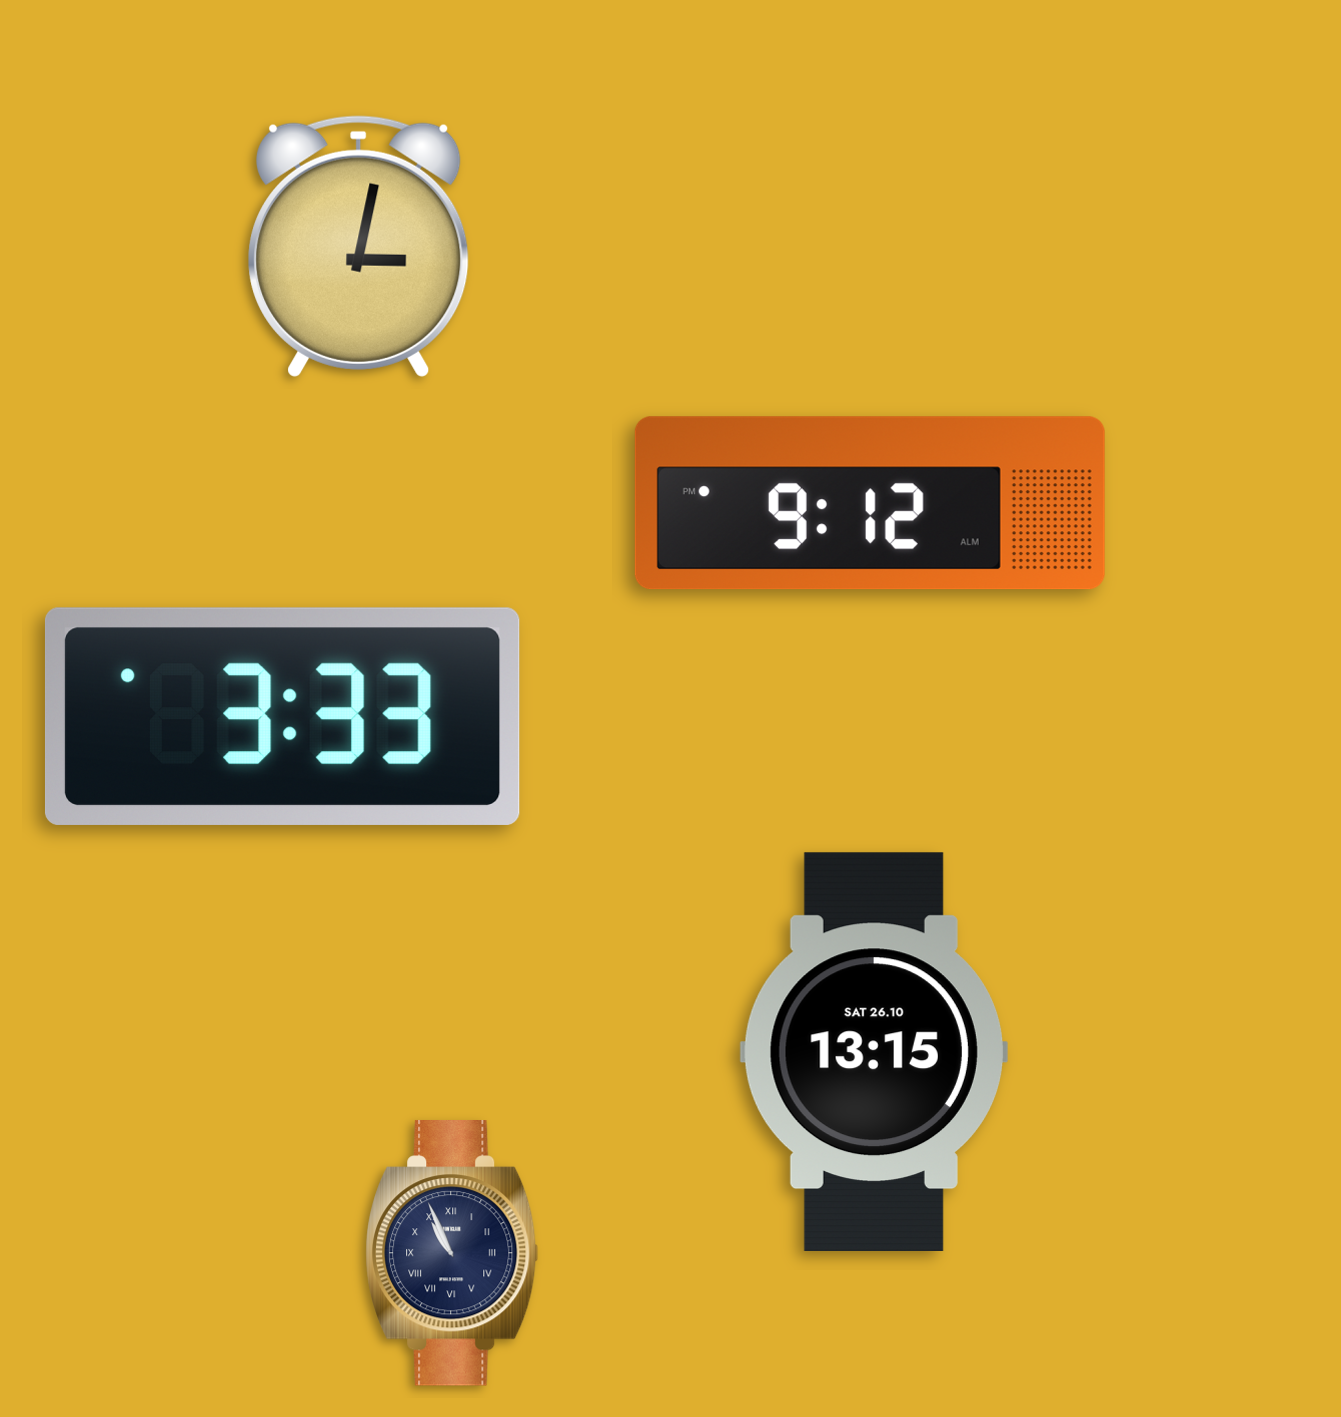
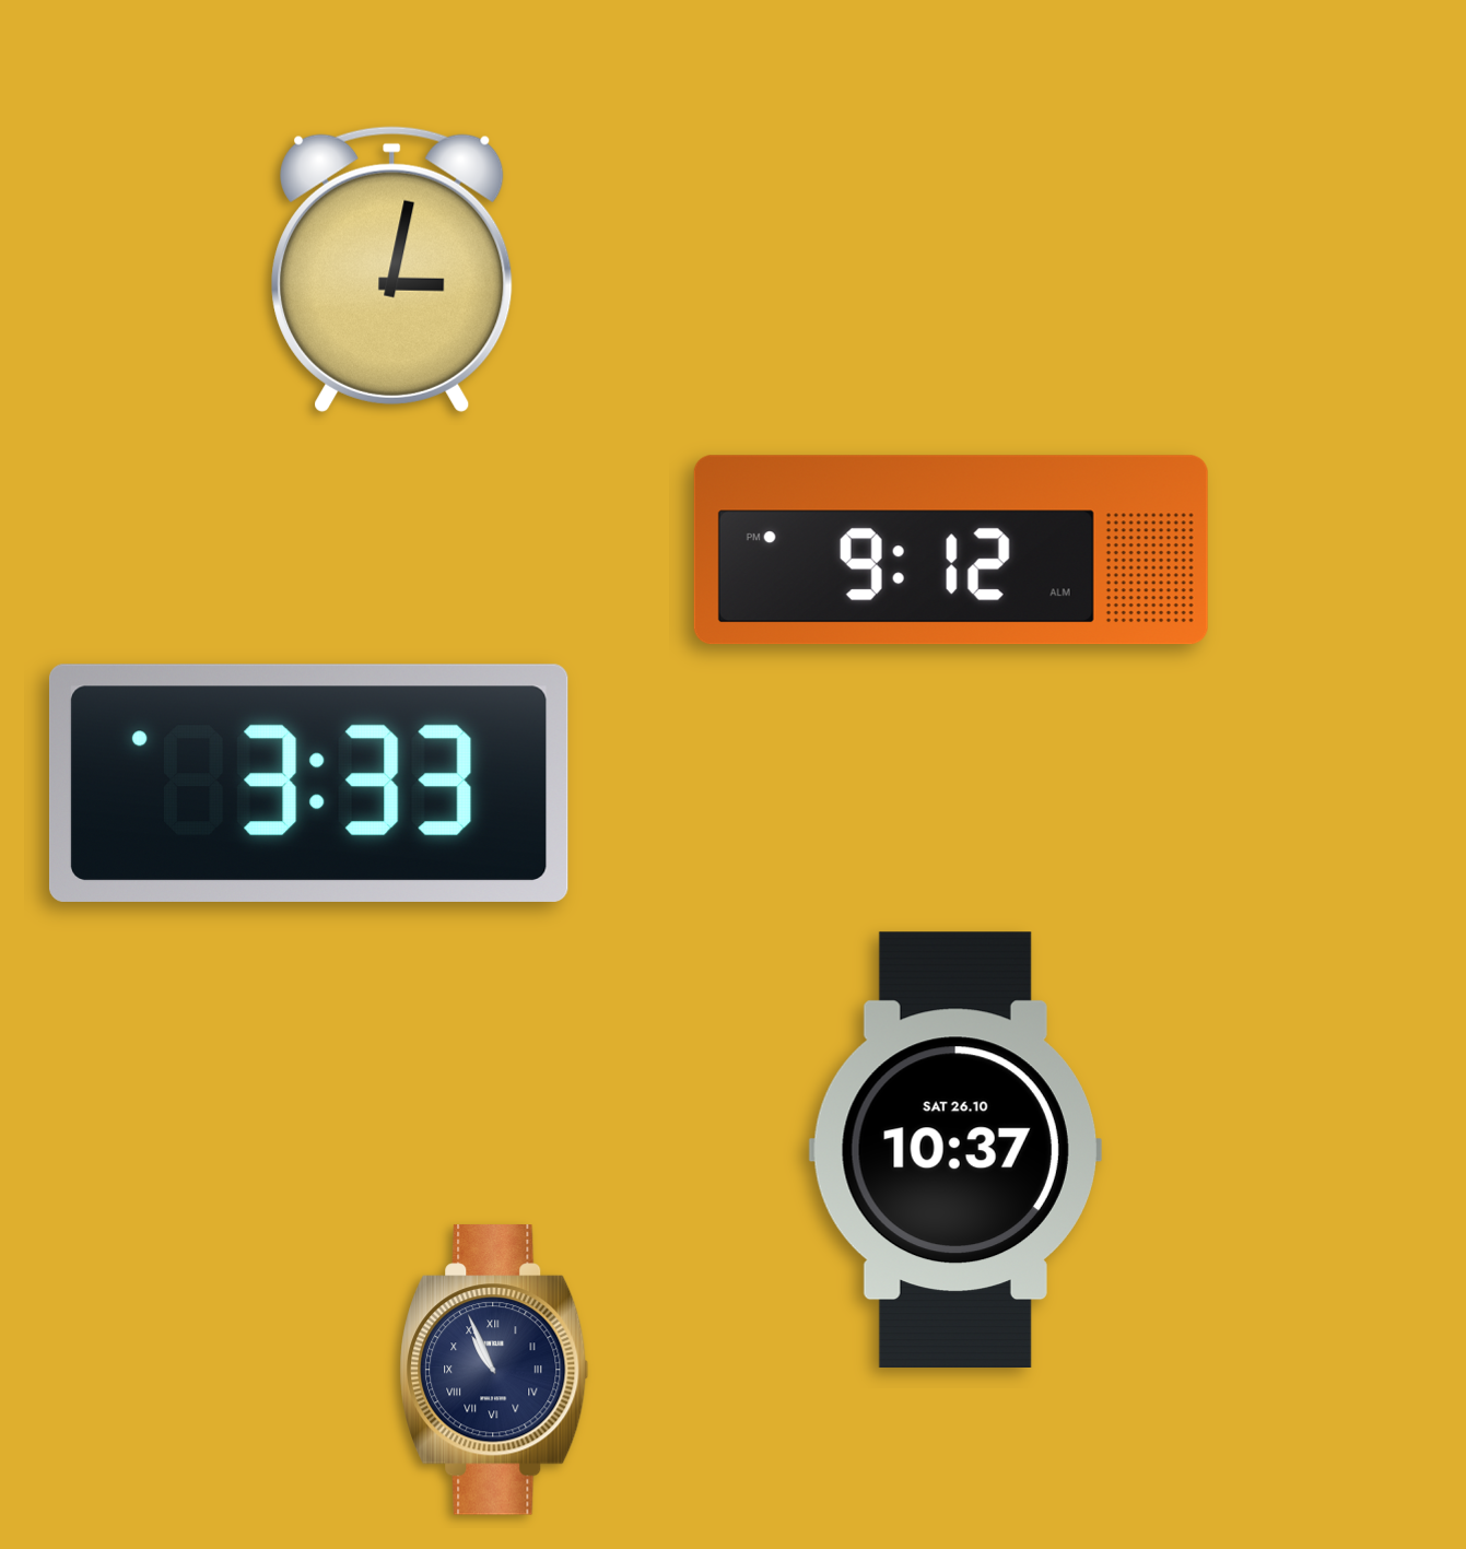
clock at (874, 1051): 13:15 -> 10:37
